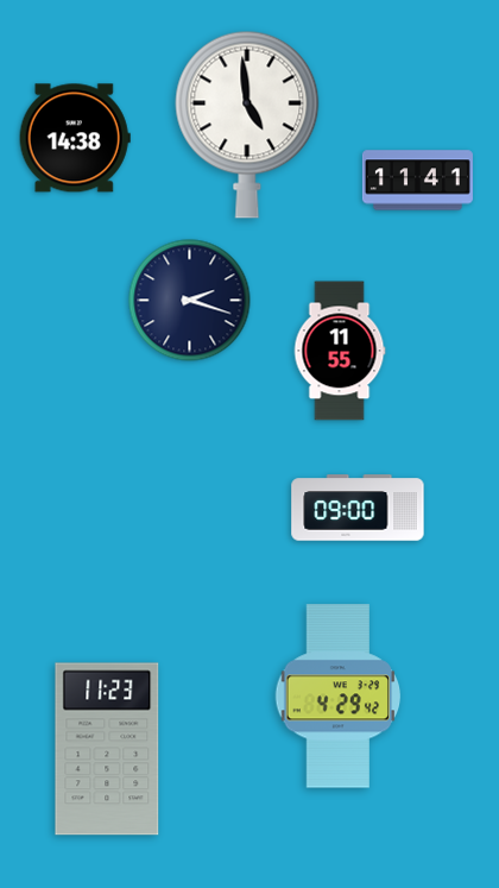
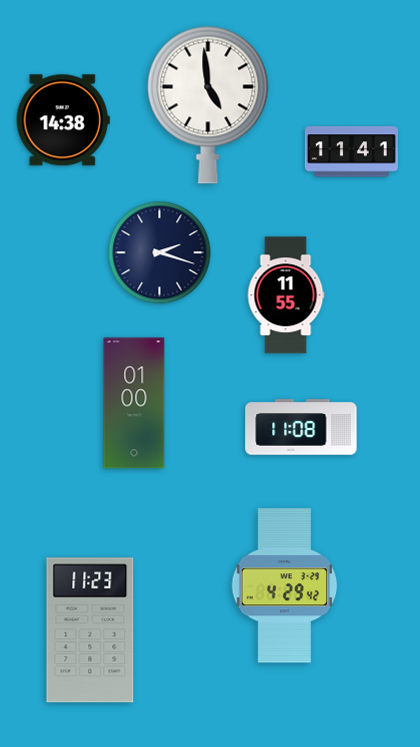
clock at (75, 138) position: (75, 138) -> (63, 120)
clock at (134, 403): none -> 01:00
clock at (358, 508): 09:00 -> 11:08
